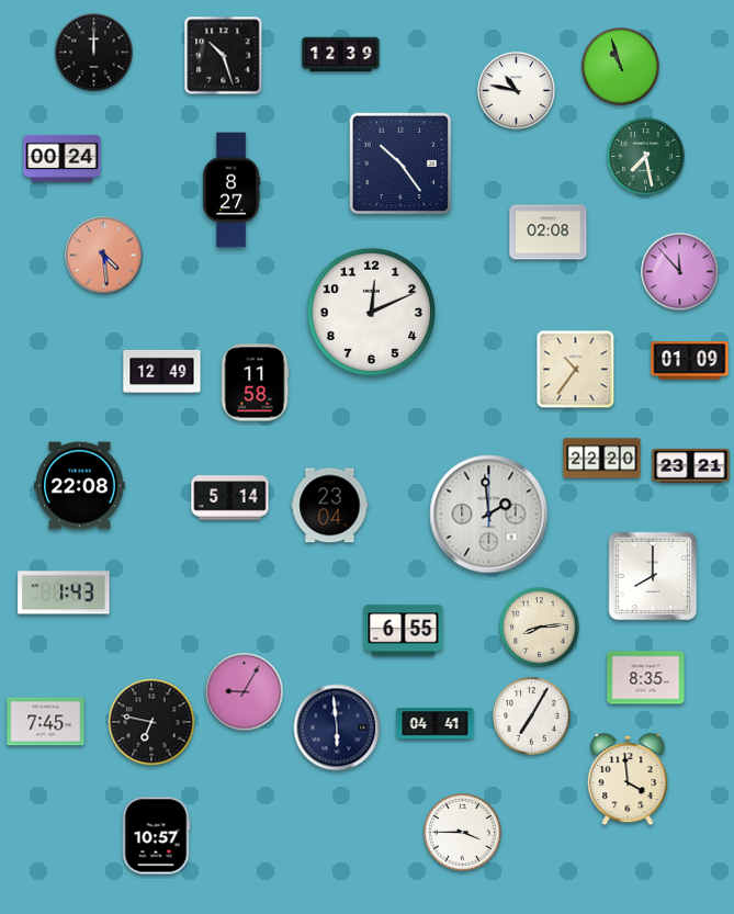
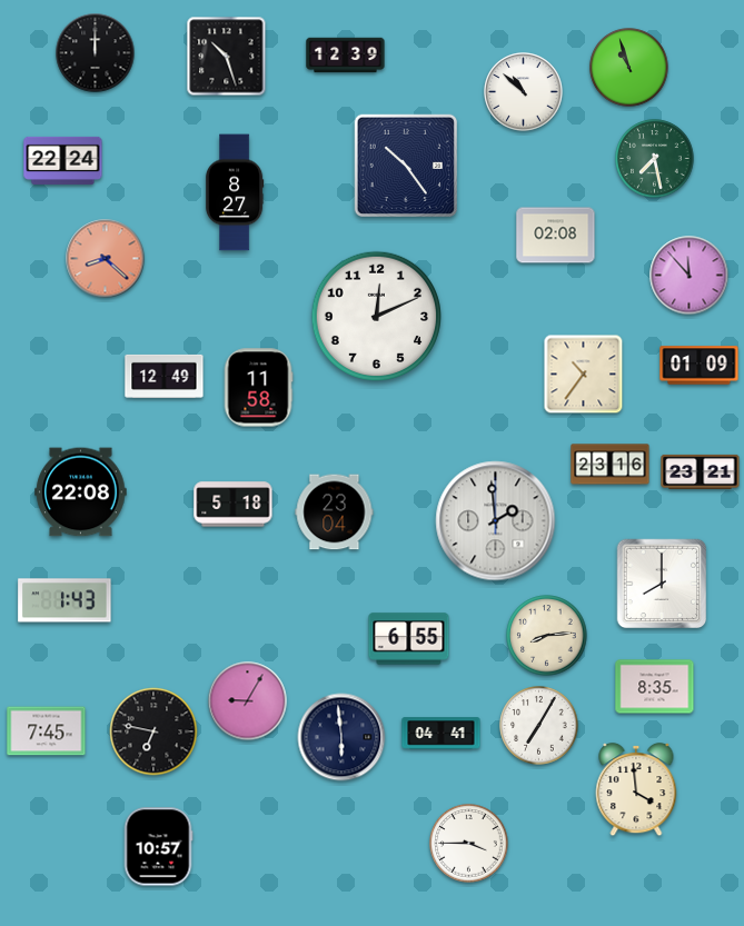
clock at (517, 91): 10:47 -> 10:52
clock at (63, 158): 00:24 -> 22:24
clock at (104, 256): 4:29 -> 8:22
clock at (602, 459): 22:20 -> 23:16
clock at (230, 498): 5:14 -> 5:18
